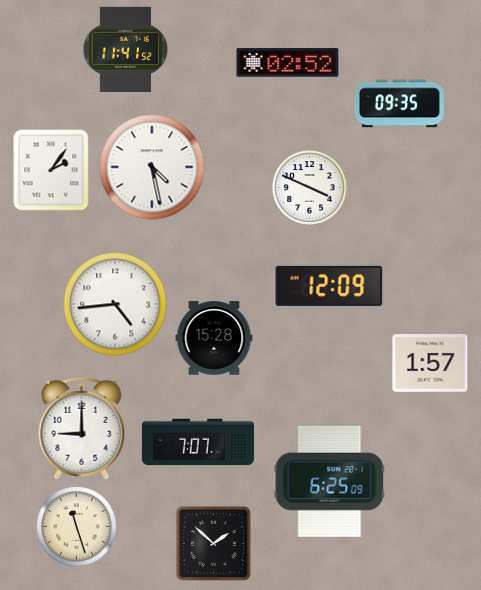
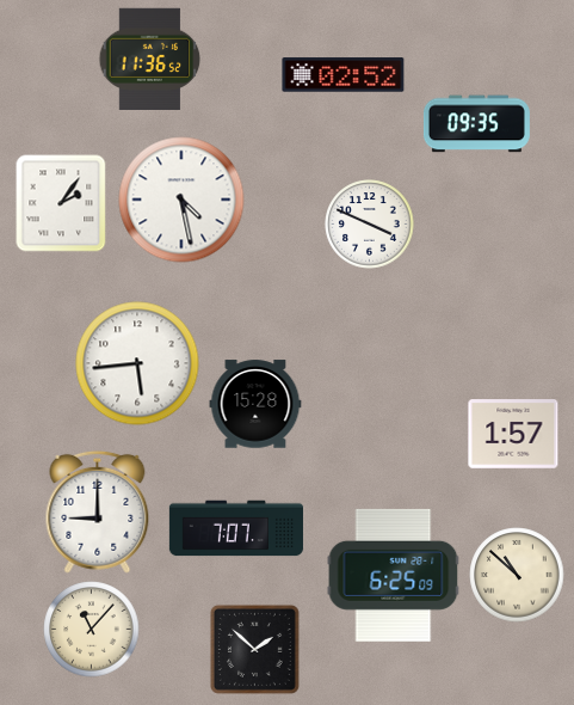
clock at (126, 49): 11:41 -> 11:36
clock at (329, 286): 12:09 -> none
clock at (115, 304): 4:44 -> 5:44
clock at (517, 575): none -> 10:52
clock at (77, 527): 11:27 -> 11:07
